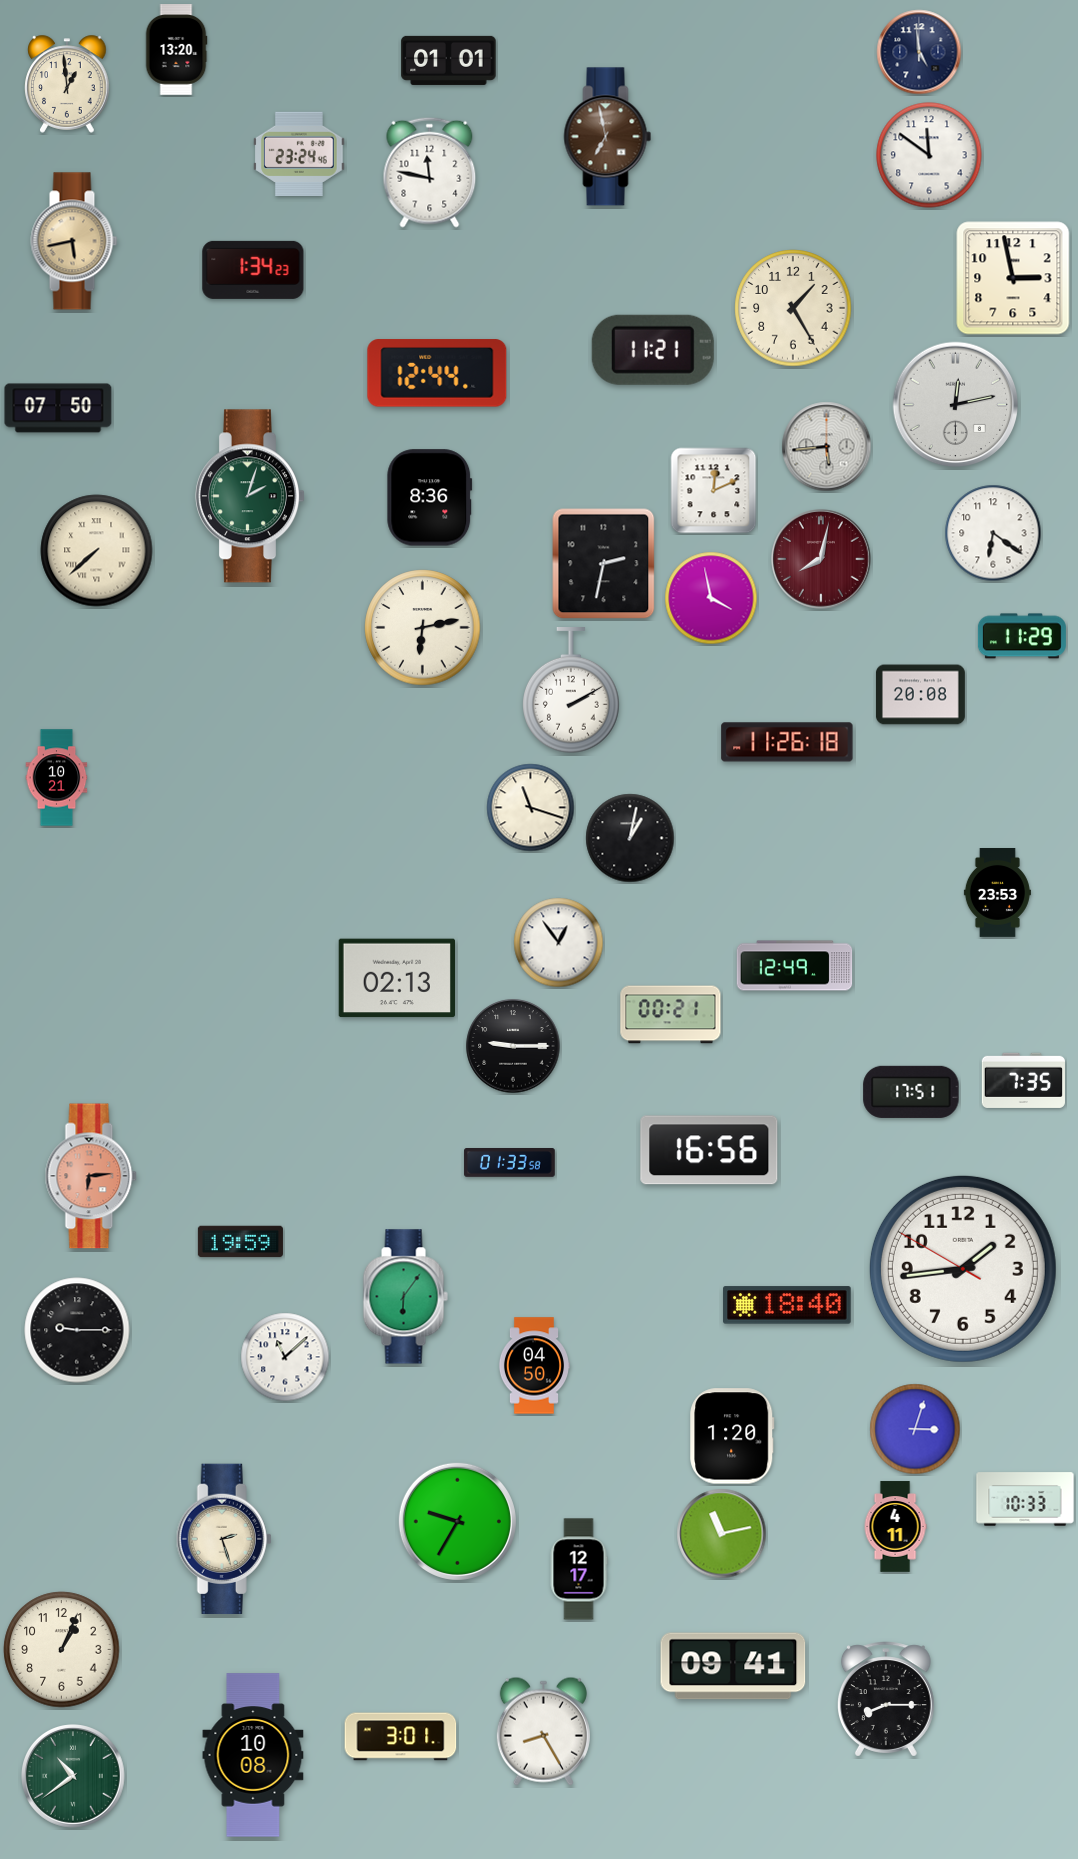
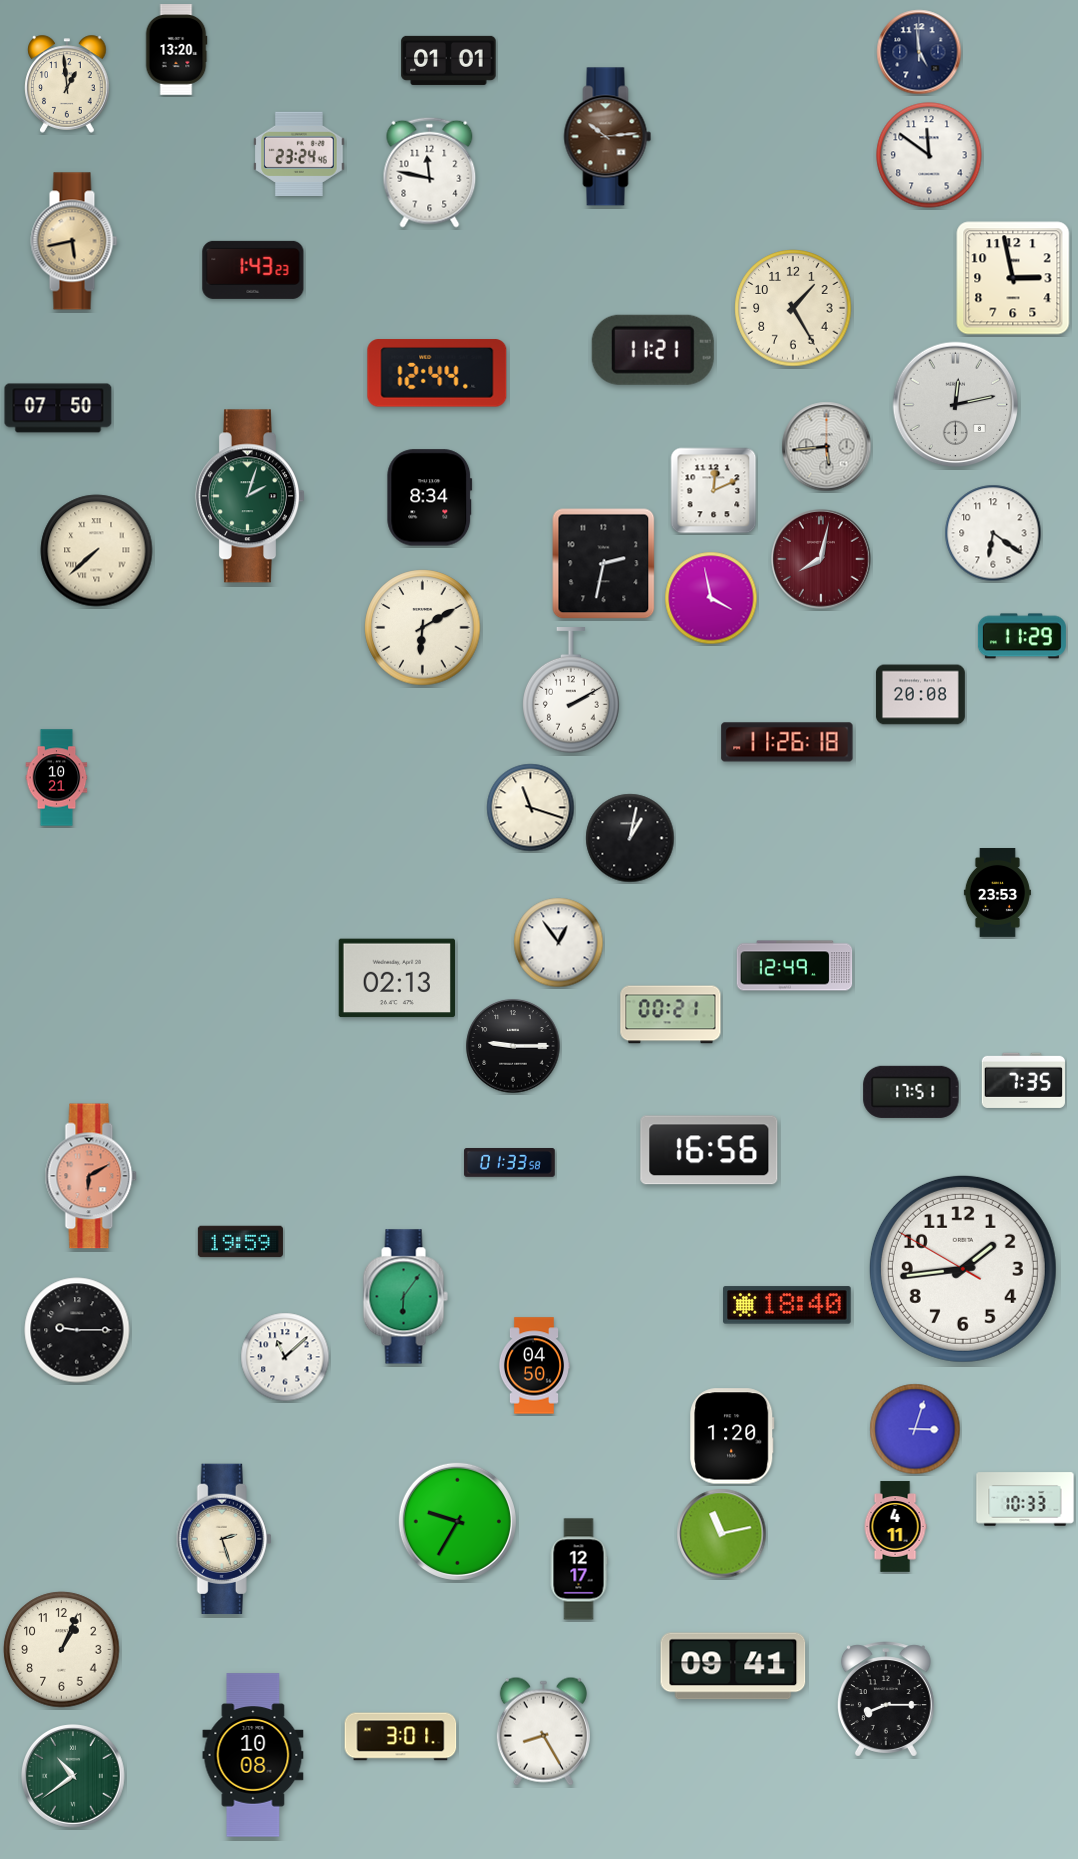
clock at (608, 137): 6:58 -> 10:14
clock at (253, 270): 1:34 -> 1:43
clock at (430, 498): 8:36 -> 8:34
clock at (423, 628): 6:13 -> 6:10
clock at (91, 1176): 6:14 -> 6:10
